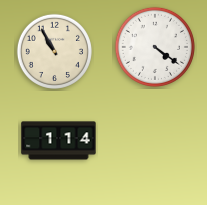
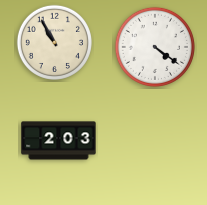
clock at (54, 51) position: (54, 51) -> (54, 42)
clock at (59, 141): 1:14 -> 2:03
